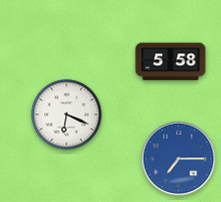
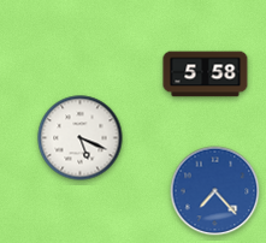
clock at (67, 115): 6:19 -> 5:19
clock at (179, 159): 7:15 -> 7:23
